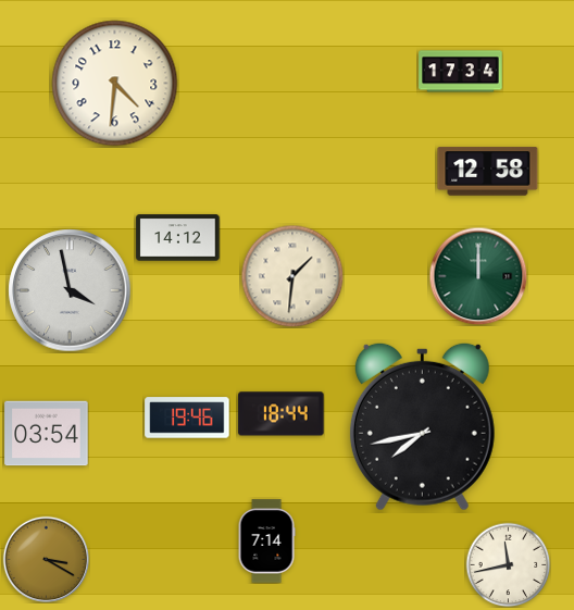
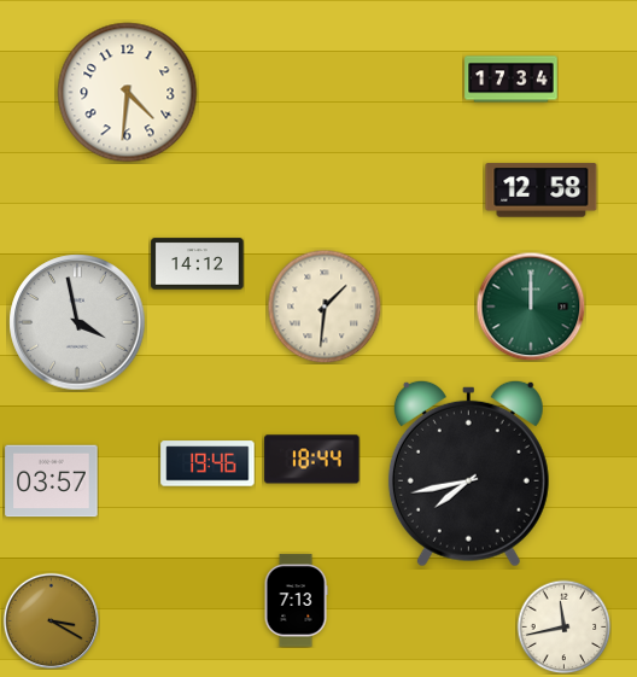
clock at (47, 434): 03:54 -> 03:57
clock at (266, 541): 7:14 -> 7:13
